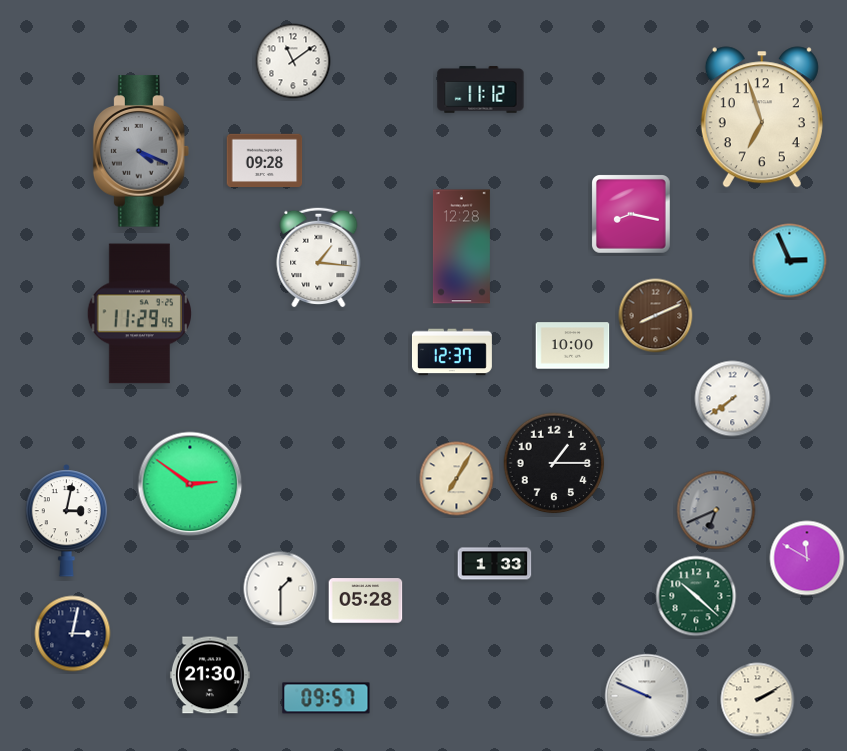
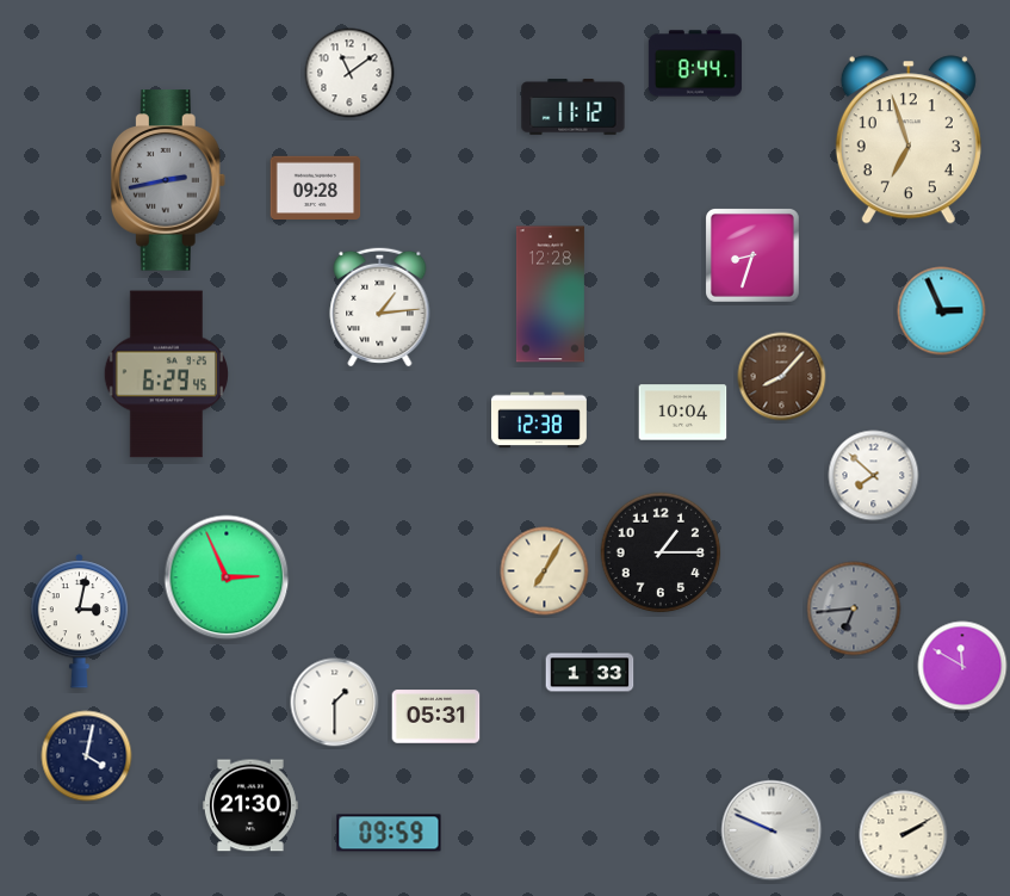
clock at (695, 63): none -> 8:44
clock at (141, 151): 4:19 -> 2:43
clock at (265, 161) position: (265, 161) -> (316, 189)
clock at (632, 215): 8:17 -> 8:33
clock at (319, 257): 1:16 -> 1:14
clock at (139, 314): 11:29 -> 6:29
clock at (656, 316): 8:11 -> 8:07
clock at (573, 346): 10:00 -> 10:04
clock at (452, 352): 12:37 -> 12:38
clock at (733, 399): 7:39 -> 7:52
clock at (190, 484): 2:51 -> 2:56
clock at (716, 510): 6:41 -> 6:44
clock at (696, 596): 10:22 -> none
clock at (366, 601): 05:28 -> 05:31
clock at (73, 634): 3:02 -> 4:02
clock at (326, 698): 09:57 -> 09:59
